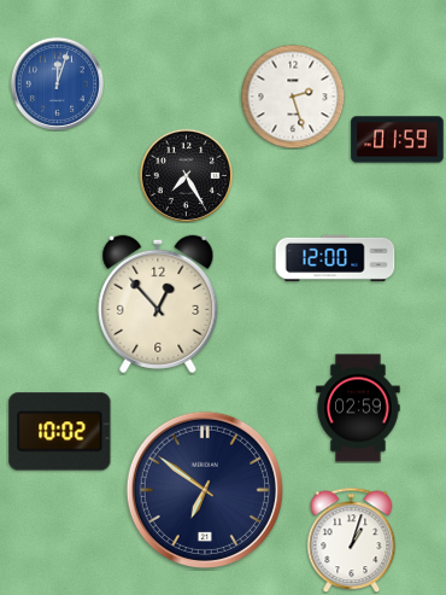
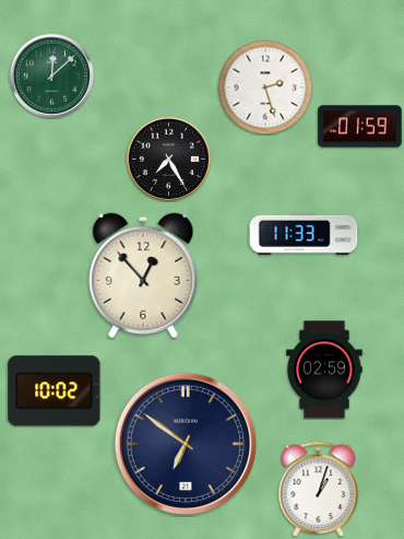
clock at (57, 83): 12:03 -> 12:08
clock at (57, 83) dial: blue -> green
clock at (335, 258): 12:00 -> 11:33
